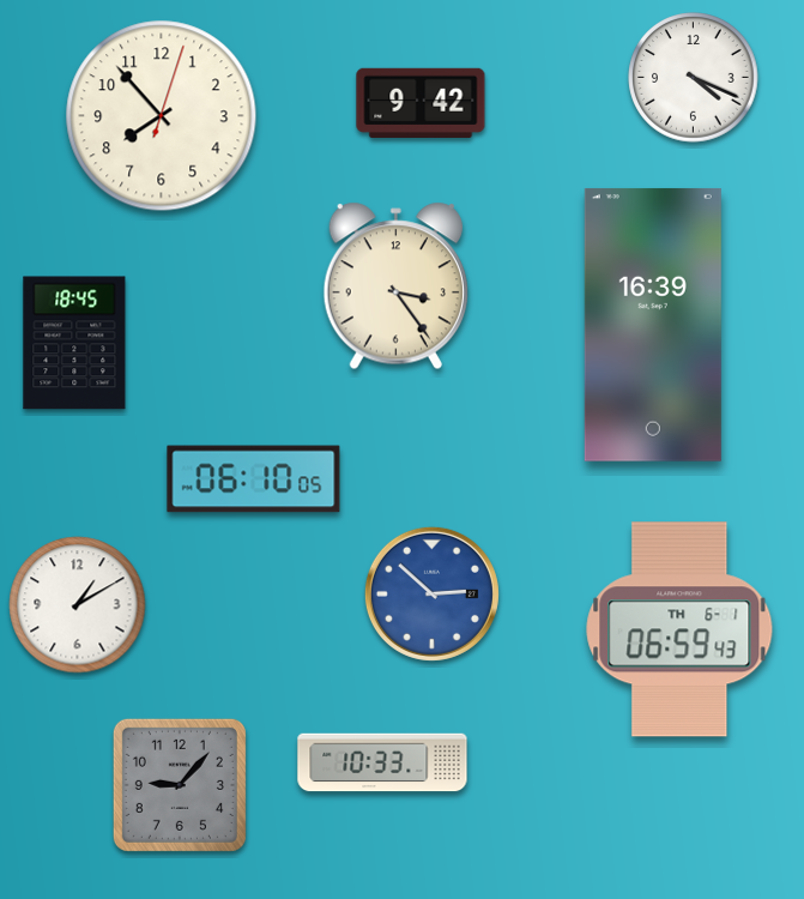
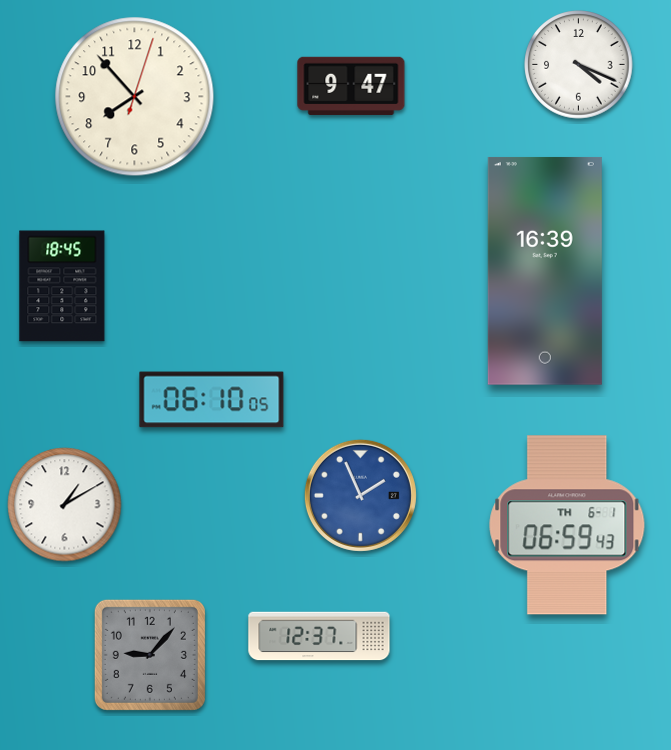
clock at (421, 103): 9:42 -> 9:47
clock at (395, 286): 3:24 -> none
clock at (431, 593): 2:52 -> 1:56
clock at (382, 762): 10:33 -> 12:37
